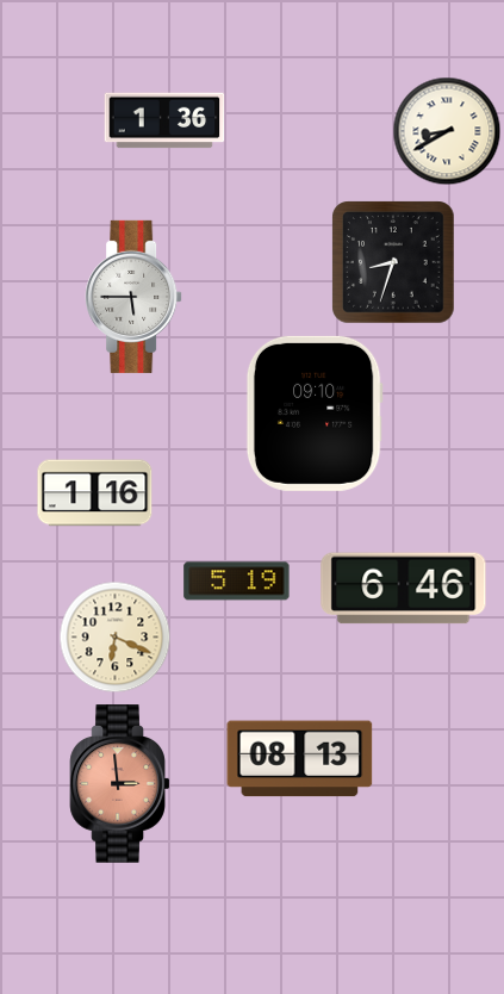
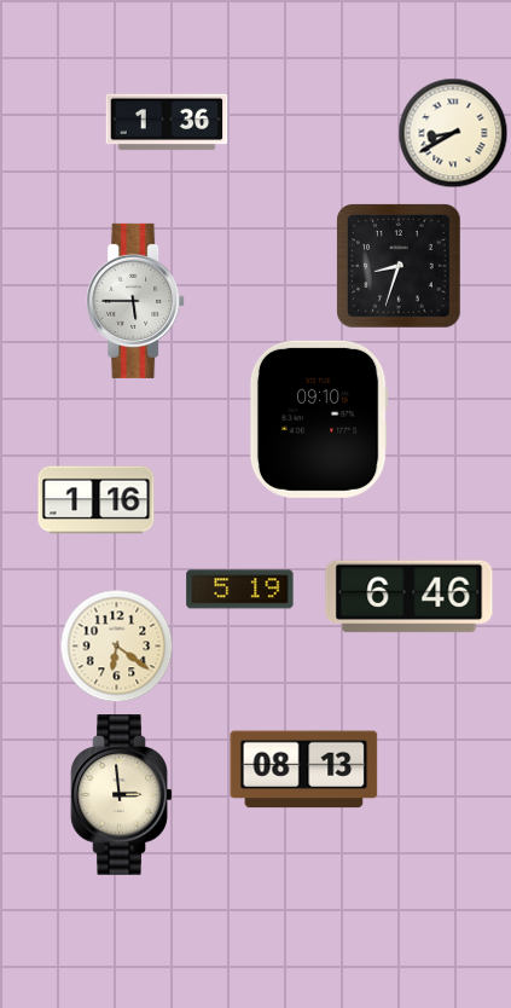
clock at (116, 638): 6:19 -> 6:21
clock at (120, 784) dial: salmon -> cream
